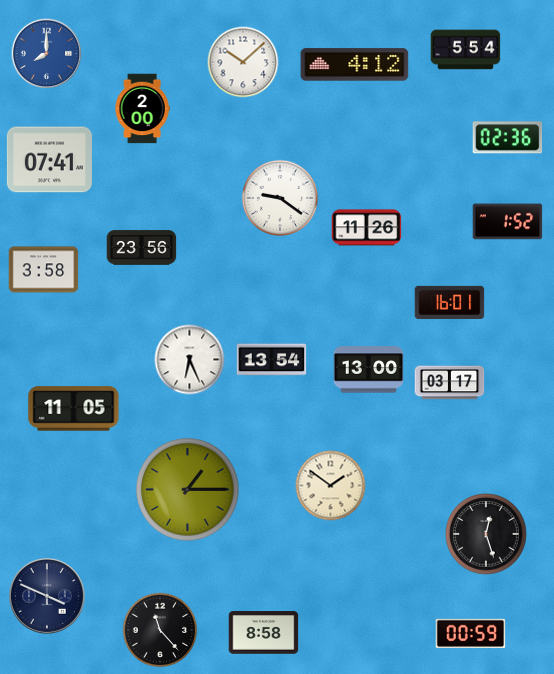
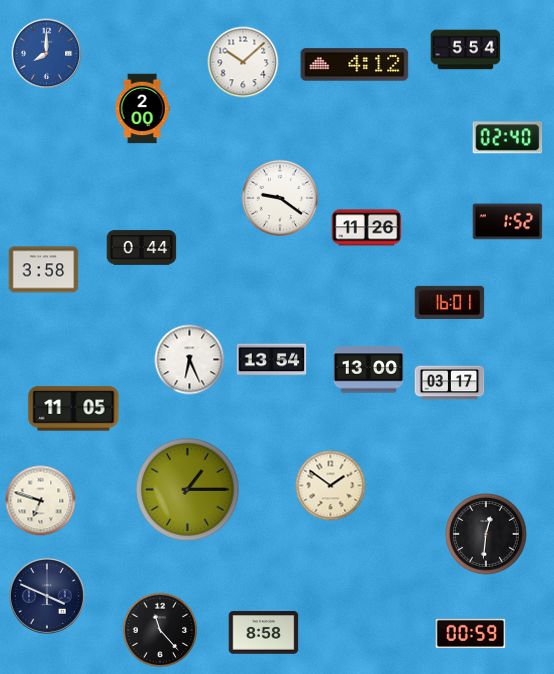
clock at (508, 138): 02:36 -> 02:40
clock at (49, 160): 07:41 -> none
clock at (142, 248): 23:56 -> 0:44
clock at (41, 501): none -> 6:48
clock at (486, 534): 12:27 -> 12:31
